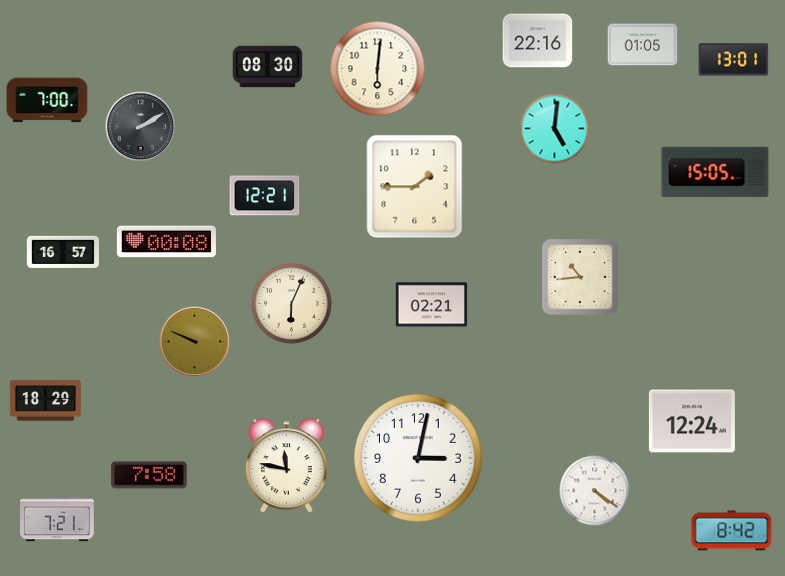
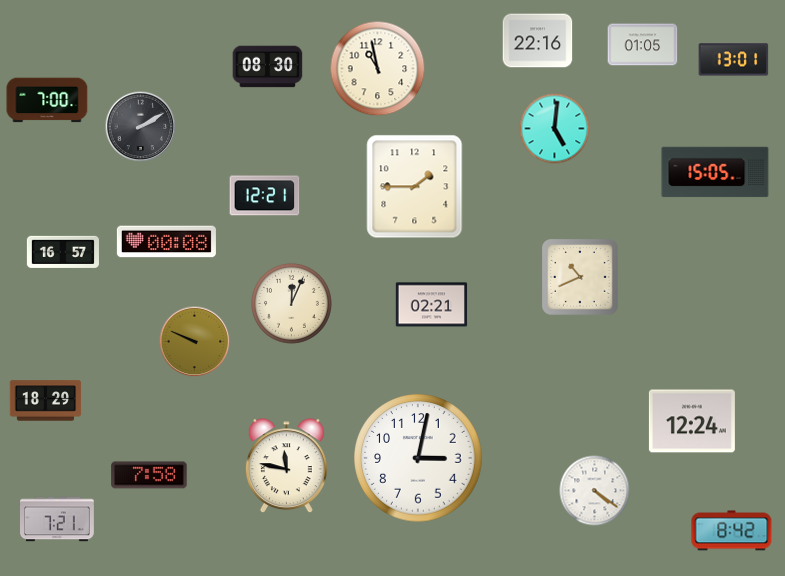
clock at (378, 69): 6:01 -> 10:58
clock at (581, 278): 10:44 -> 10:41
clock at (291, 303): 6:04 -> 12:04
